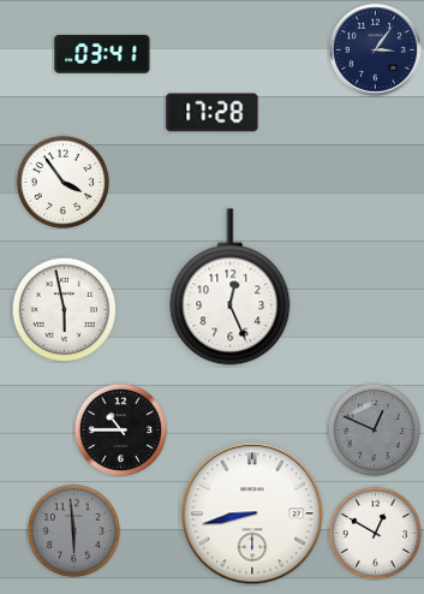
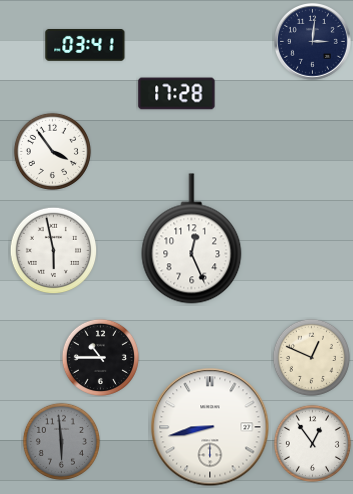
clock at (376, 51): 3:06 -> 3:01
clock at (64, 309) position: (64, 309) -> (53, 250)
clock at (374, 429) dial: grey -> cream
clock at (375, 533): 12:50 -> 12:54
